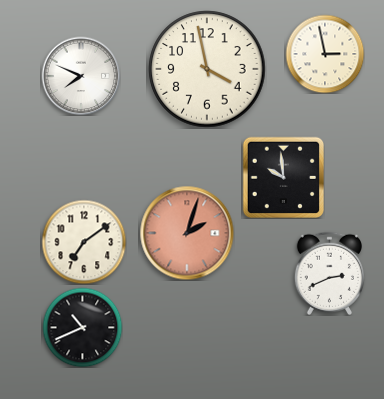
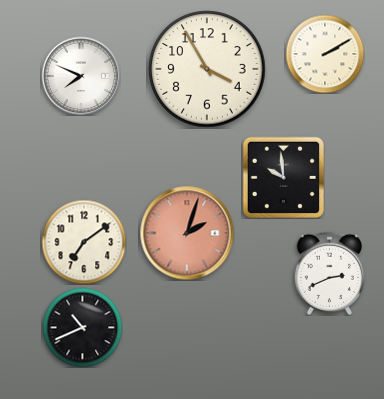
clock at (325, 54): 2:58 -> 2:10
clock at (207, 69): 3:58 -> 3:55
